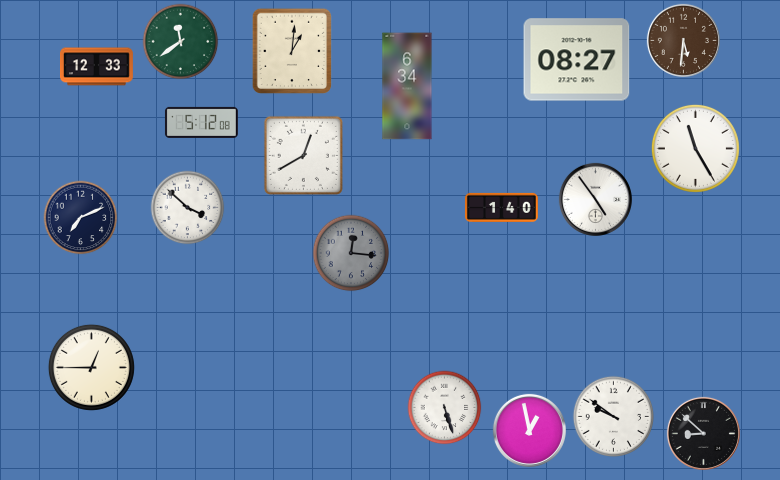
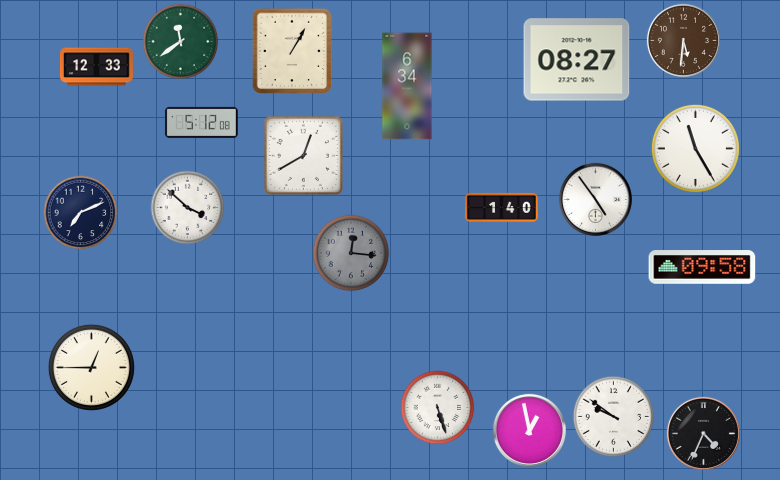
clock at (291, 51): 1:01 -> 1:05
clock at (81, 218) position: (81, 218) -> (81, 213)
clock at (702, 267): none -> 09:58
clock at (445, 408) position: (445, 408) -> (438, 408)
clock at (703, 433): 8:52 -> 4:34
